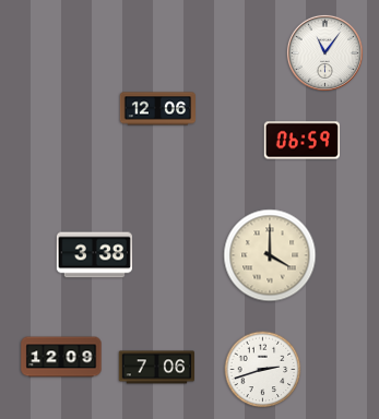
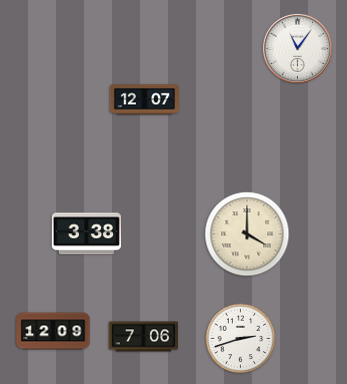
clock at (157, 109): 12:06 -> 12:07
clock at (301, 141): 06:59 -> none
clock at (61, 357) position: (61, 357) -> (53, 331)
